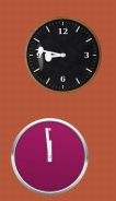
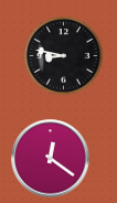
clock at (50, 157): 11:59 -> 12:21
